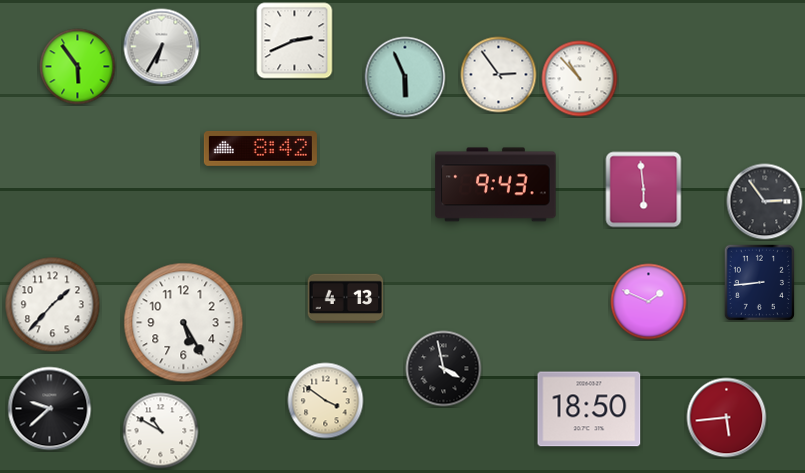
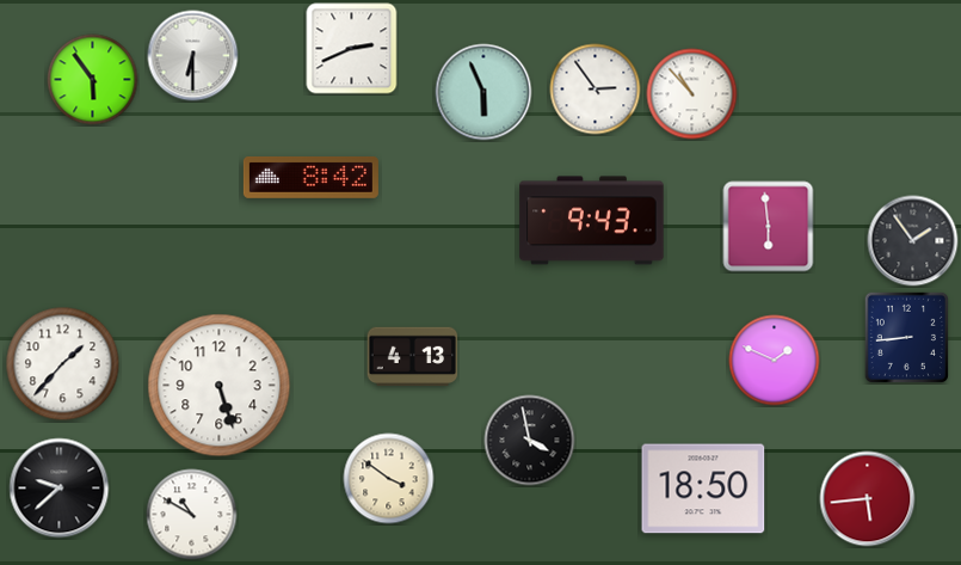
clock at (162, 47): 6:35 -> 6:30
clock at (765, 202): 2:54 -> 1:54
clock at (184, 323): 5:25 -> 5:27
